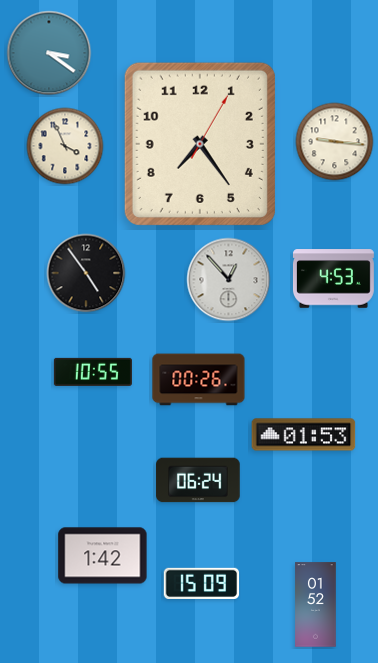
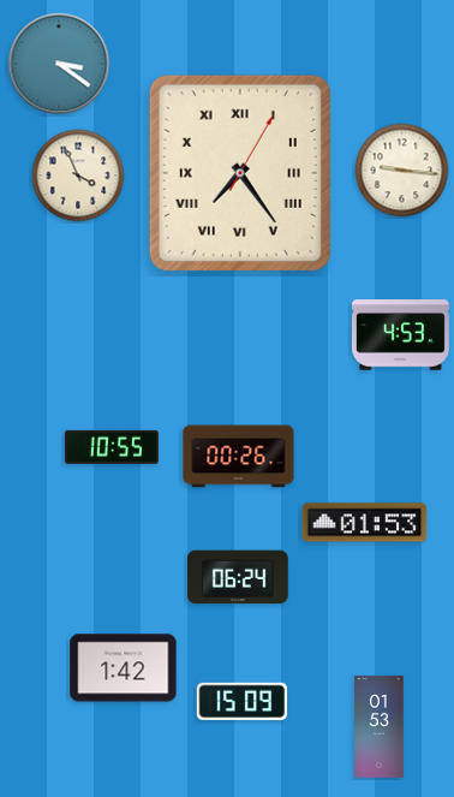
clock at (200, 144) numerals: Arabic -> Roman
clock at (86, 273): 4:54 -> none
clock at (229, 280): 12:53 -> none
clock at (316, 605): 01:52 -> 01:53
